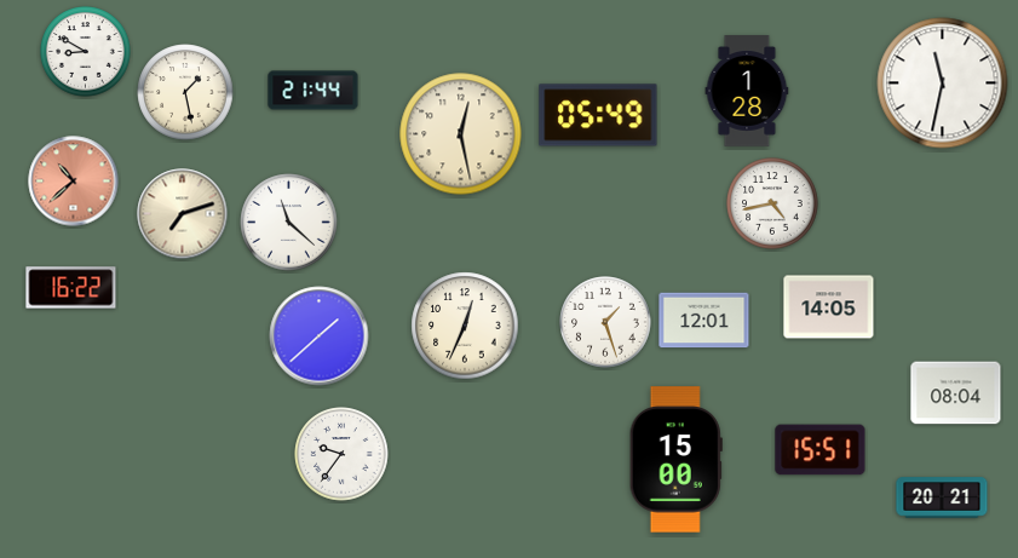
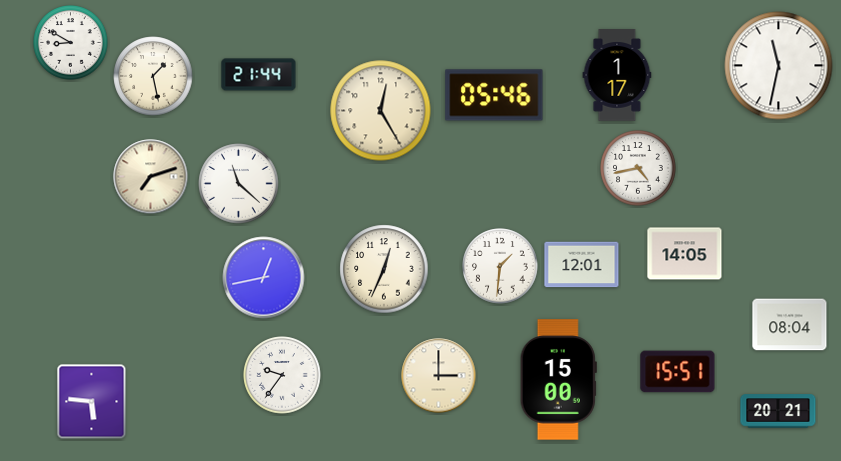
clock at (943, 84) position: (943, 84) -> (779, 66)
clock at (747, 91): 1:28 -> 1:17
clock at (598, 115): 05:49 -> 05:46
clock at (461, 134): 12:28 -> 12:25
clock at (74, 182): 10:38 -> none
clock at (71, 288): 16:22 -> none
clock at (605, 322): 1:27 -> 1:31
clock at (320, 336): 1:38 -> 12:43
clock at (439, 376): none -> 3:00
clock at (92, 402): none -> 5:46
